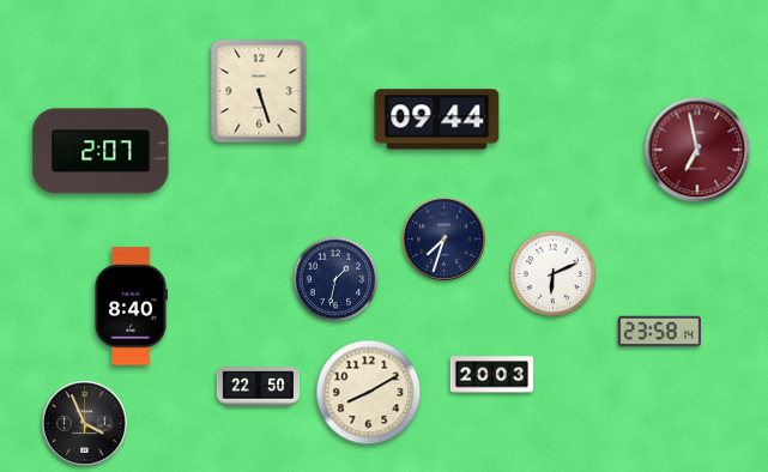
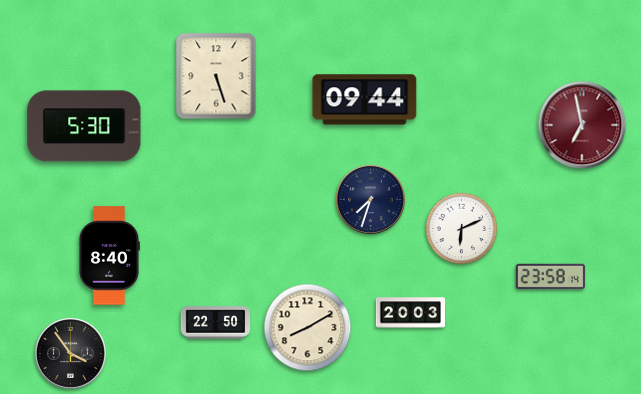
clock at (101, 151): 2:07 -> 5:30
clock at (335, 279): 1:32 -> none
clock at (84, 423): 3:56 -> 3:54
